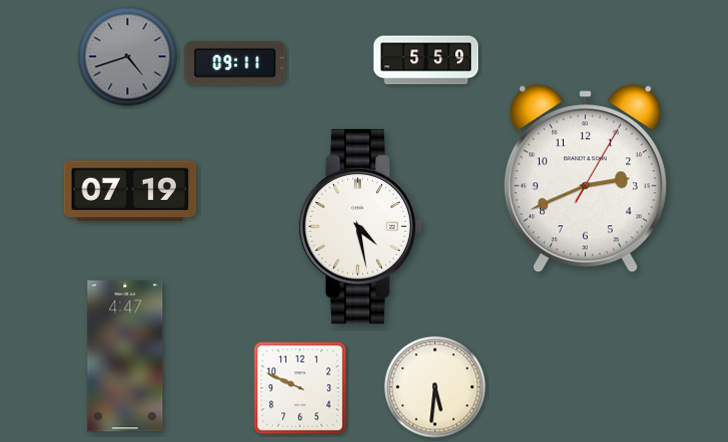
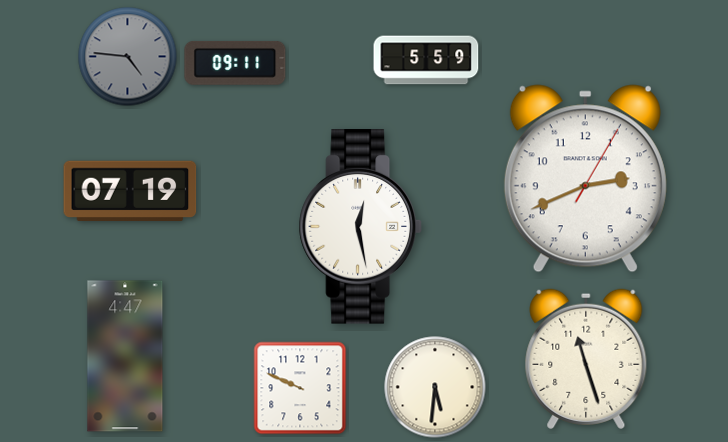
clock at (128, 57): 4:42 -> 4:46
clock at (360, 227): 4:28 -> 12:28
clock at (586, 359): none -> 11:27
